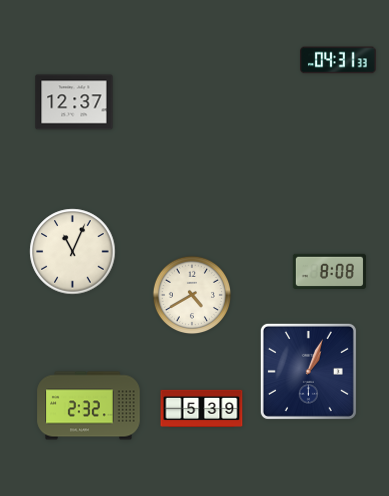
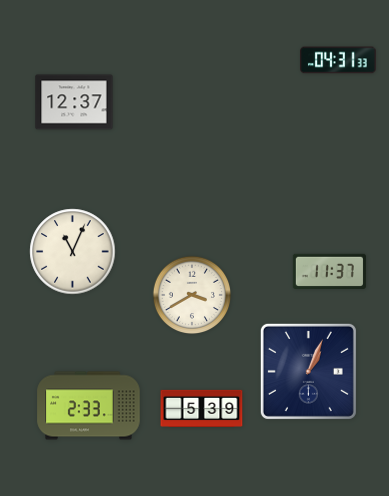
clock at (329, 271): 8:08 -> 11:37
clock at (192, 295): 4:40 -> 3:40
clock at (89, 406): 2:32 -> 2:33
